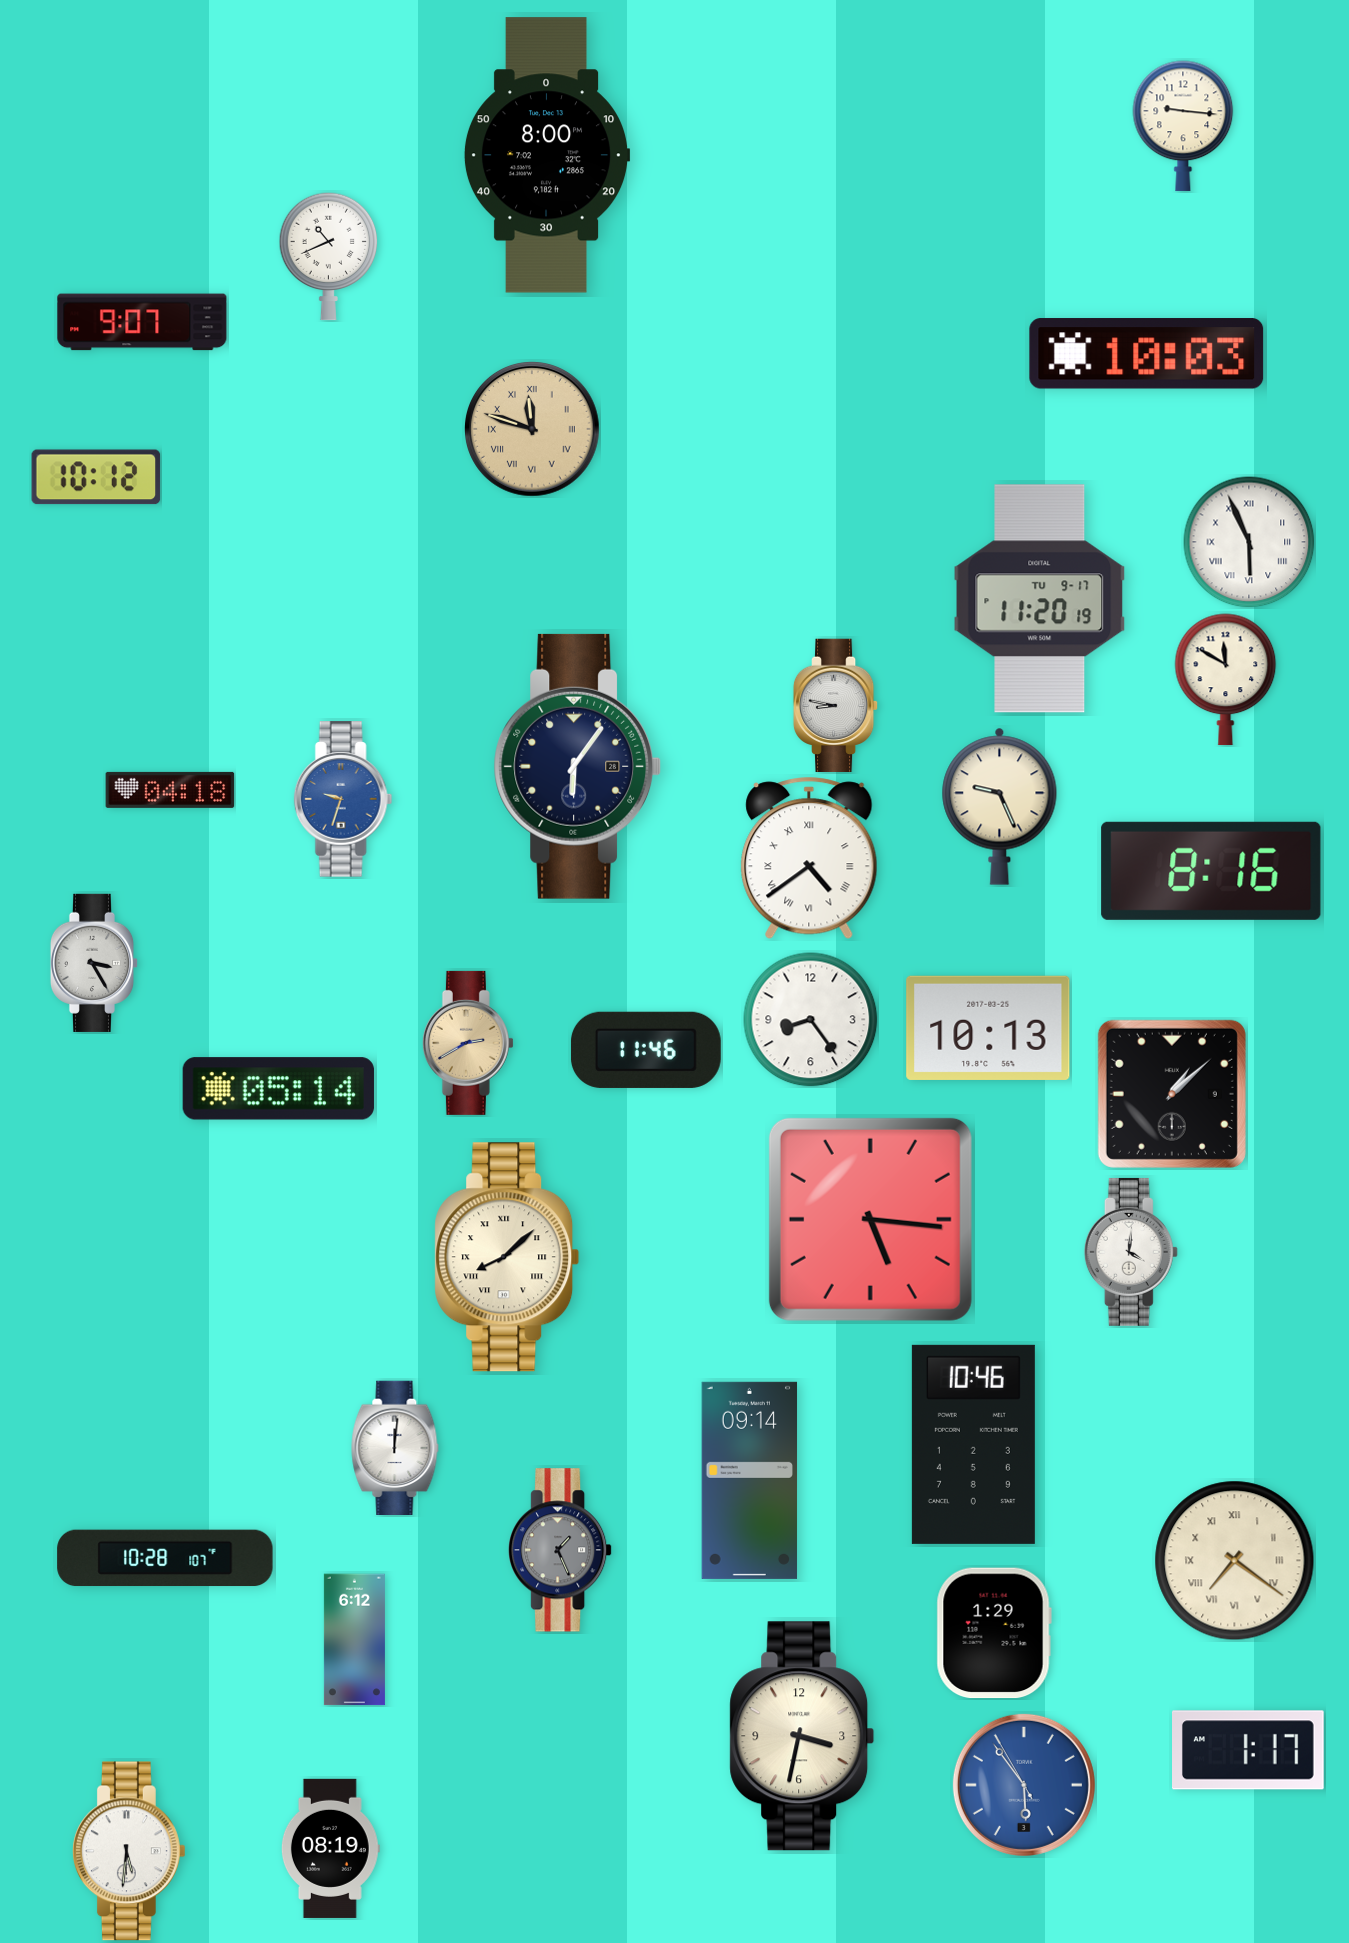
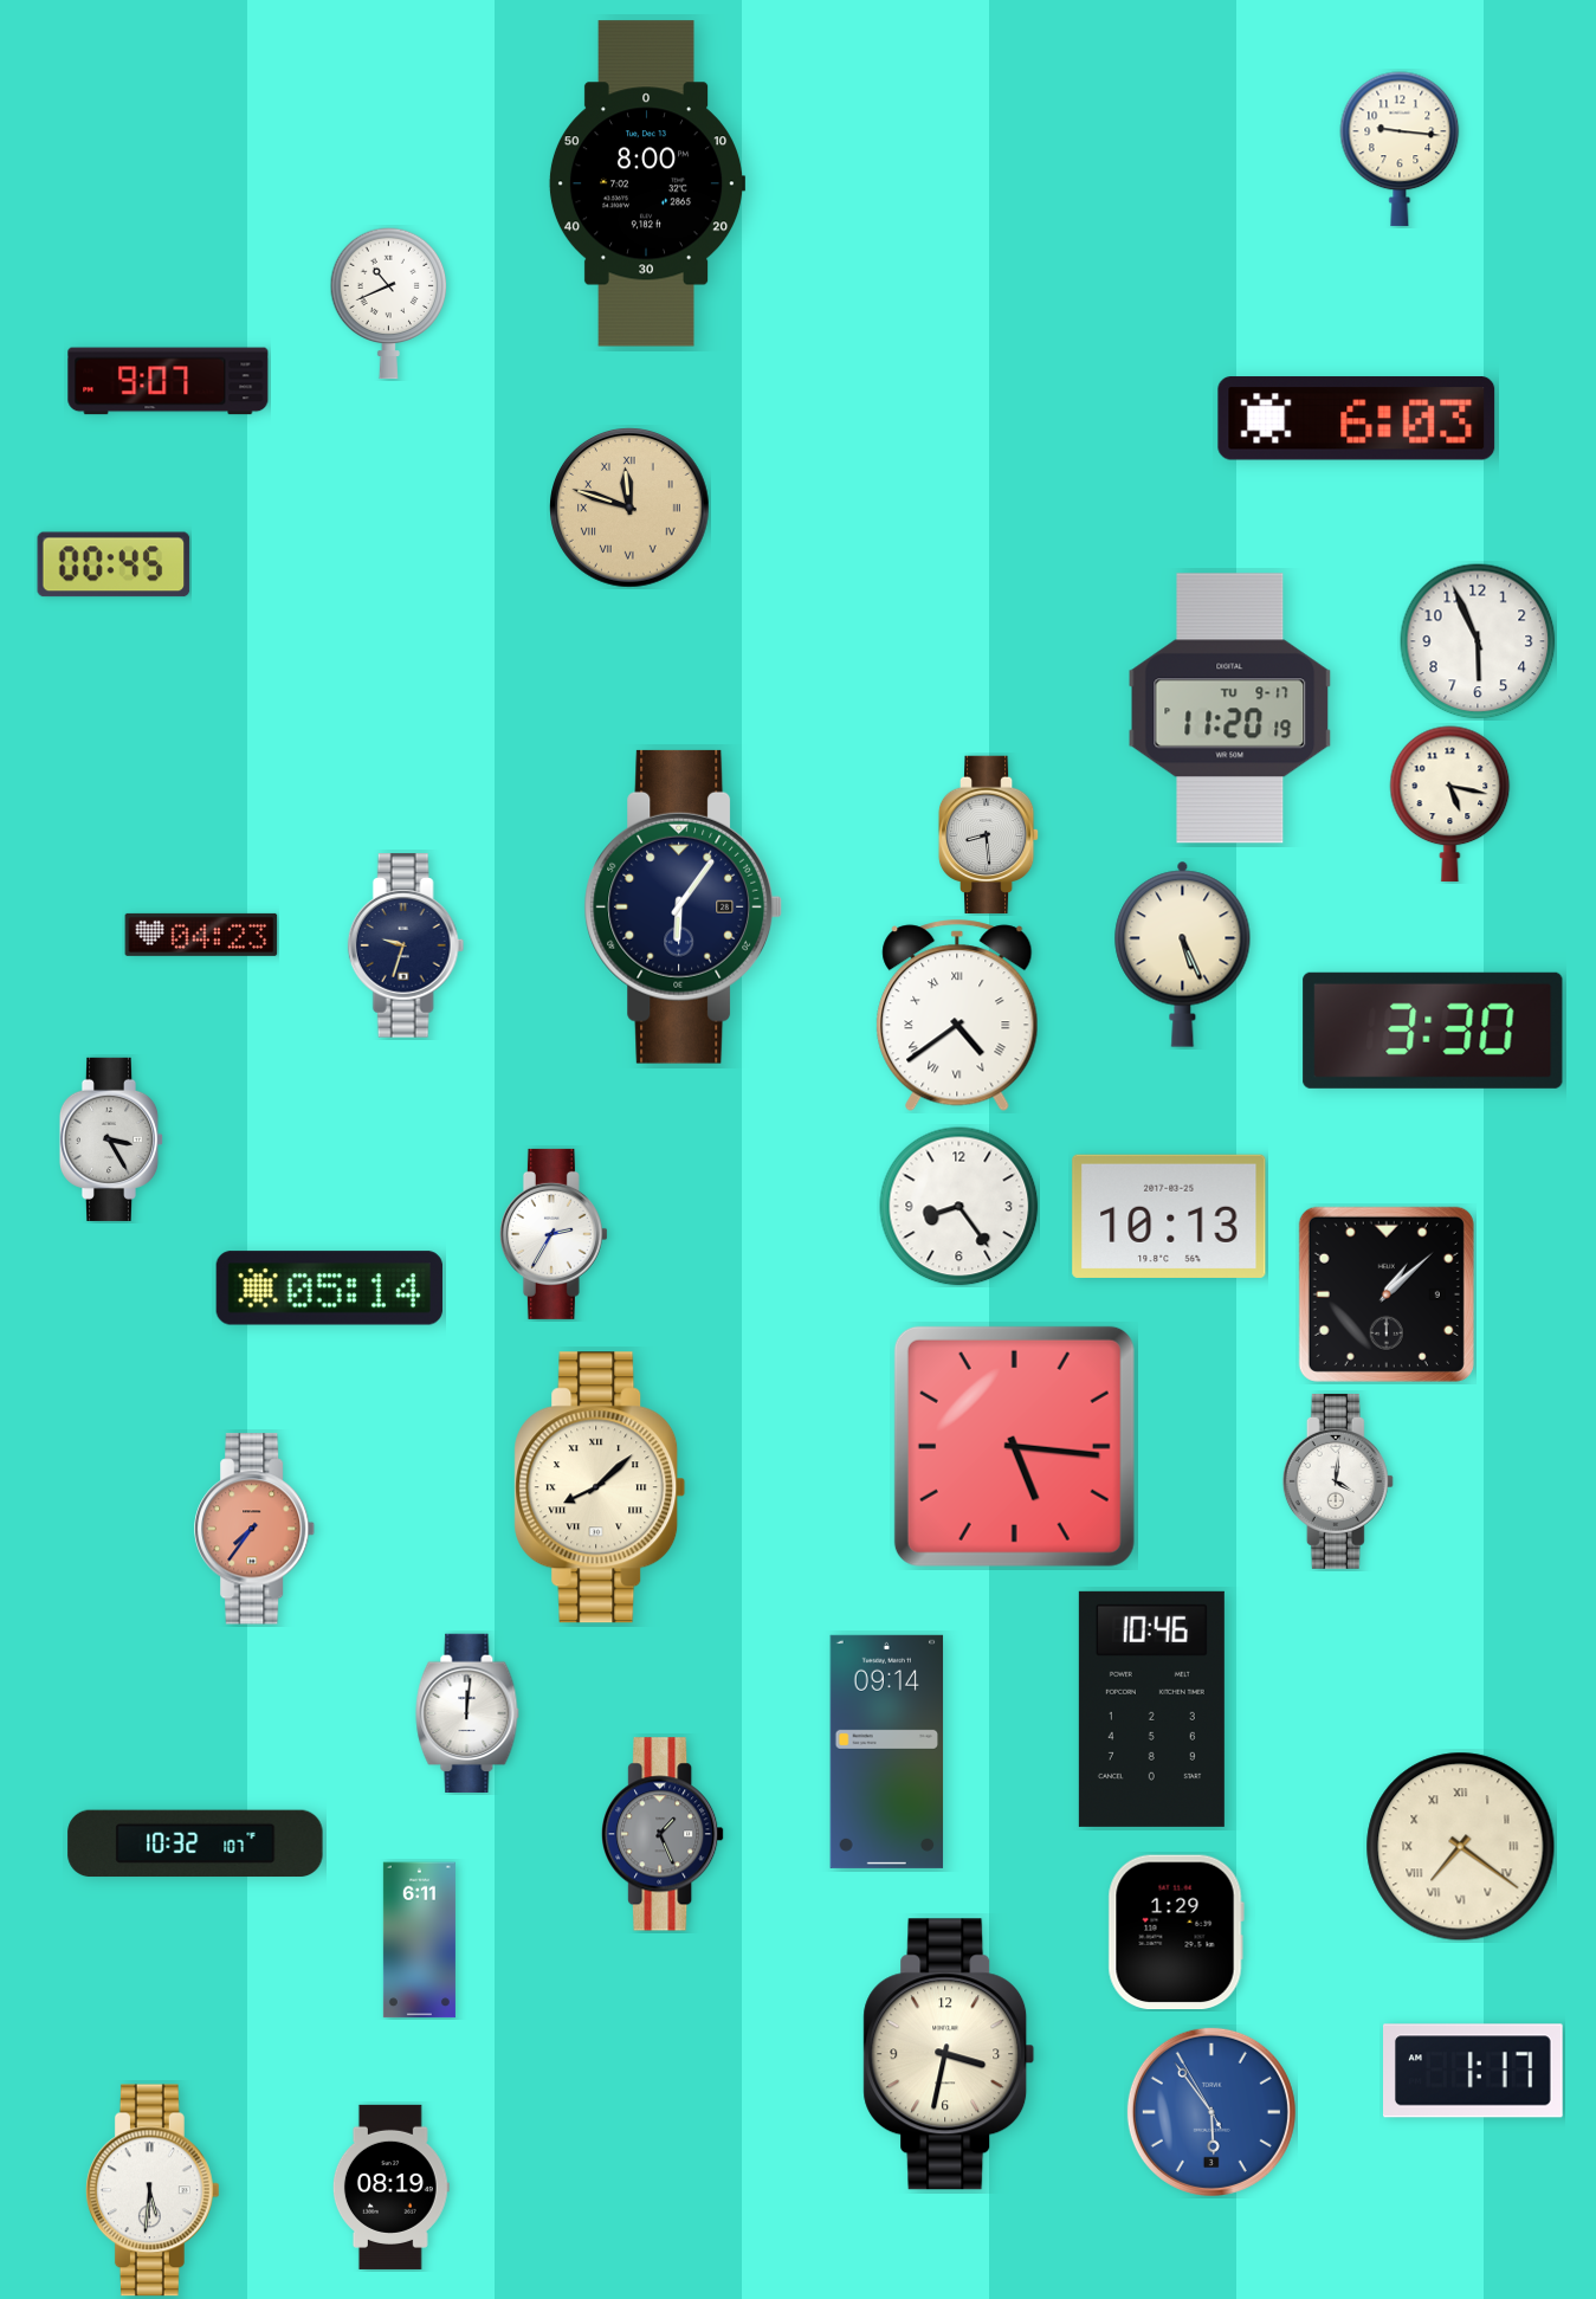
clock at (1147, 354): 10:03 -> 6:03
clock at (96, 477): 10:12 -> 00:45
clock at (1249, 542) numerals: Roman -> Arabic
clock at (1226, 680): 11:50 -> 5:17
clock at (836, 706): 8:47 -> 8:29
clock at (170, 790): 04:18 -> 04:23
clock at (343, 799) dial: blue -> navy
clock at (1000, 806): 9:26 -> 5:26
clock at (1211, 871): 8:16 -> 3:30
clock at (468, 1043): 2:40 -> 2:35
clock at (468, 1043) dial: champagne -> white
clock at (646, 1050): 11:46 -> none
clock at (870, 1219) position: (870, 1219) -> (1014, 1446)
clock at (256, 1529): none -> 7:36
clock at (165, 1558): 10:28 -> 10:32
clock at (354, 1640): 6:12 -> 6:11
clock at (1249, 1750) position: (1249, 1750) -> (1474, 2071)
